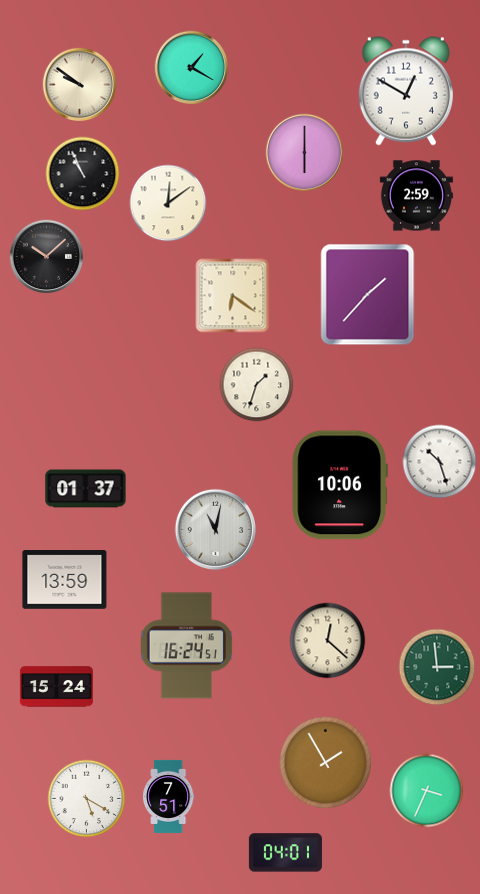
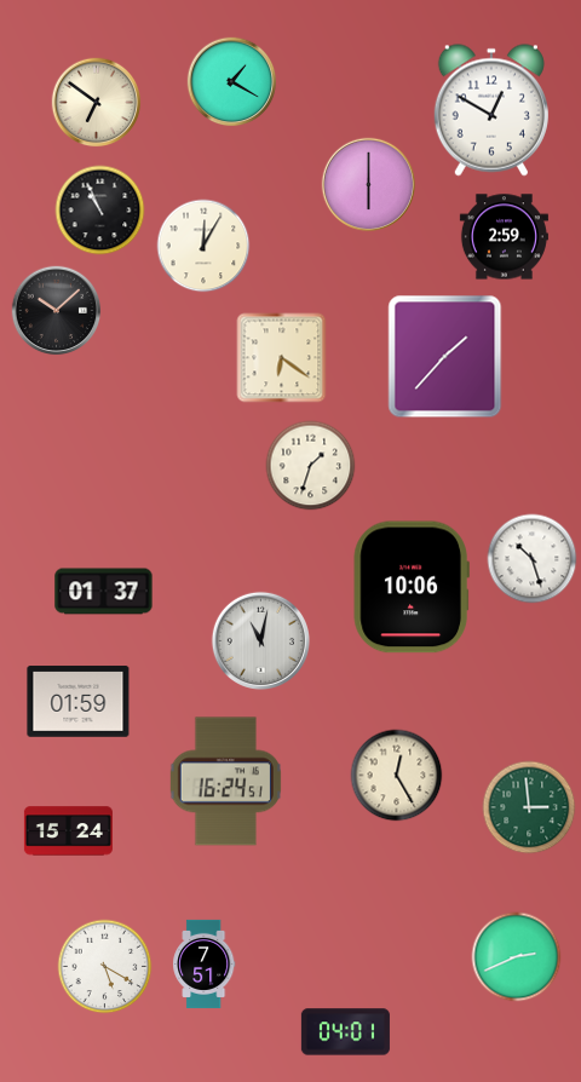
clock at (80, 85): 9:51 -> 6:51
clock at (168, 203): 12:09 -> 12:05
clock at (65, 580): 13:59 -> 01:59
clock at (328, 641): 12:22 -> 12:25
clock at (325, 762): 1:55 -> none
clock at (427, 791): 3:34 -> 2:41
